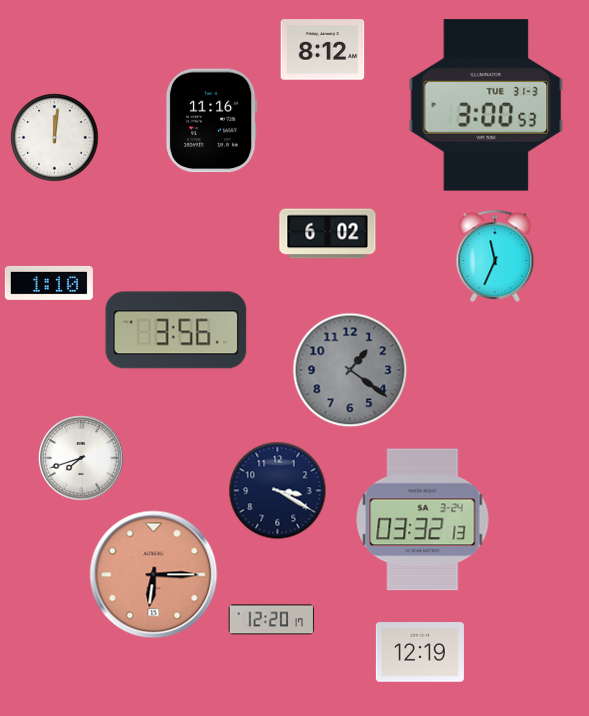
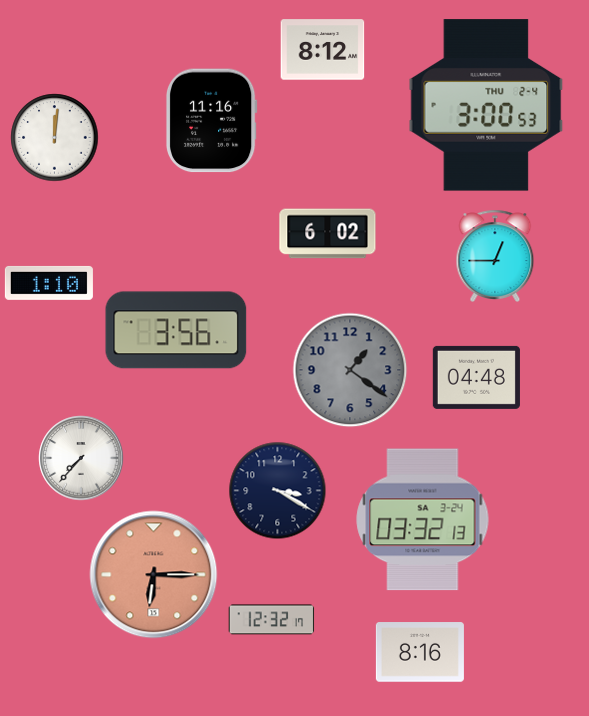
clock at (486, 105) date: TUE 31-3 -> THU 2-4
clock at (495, 255): 11:34 -> 12:45
clock at (476, 377): none -> 04:48
clock at (81, 458): 7:42 -> 7:37
clock at (272, 620): 12:20 -> 12:32
clock at (420, 652): 12:19 -> 8:16
